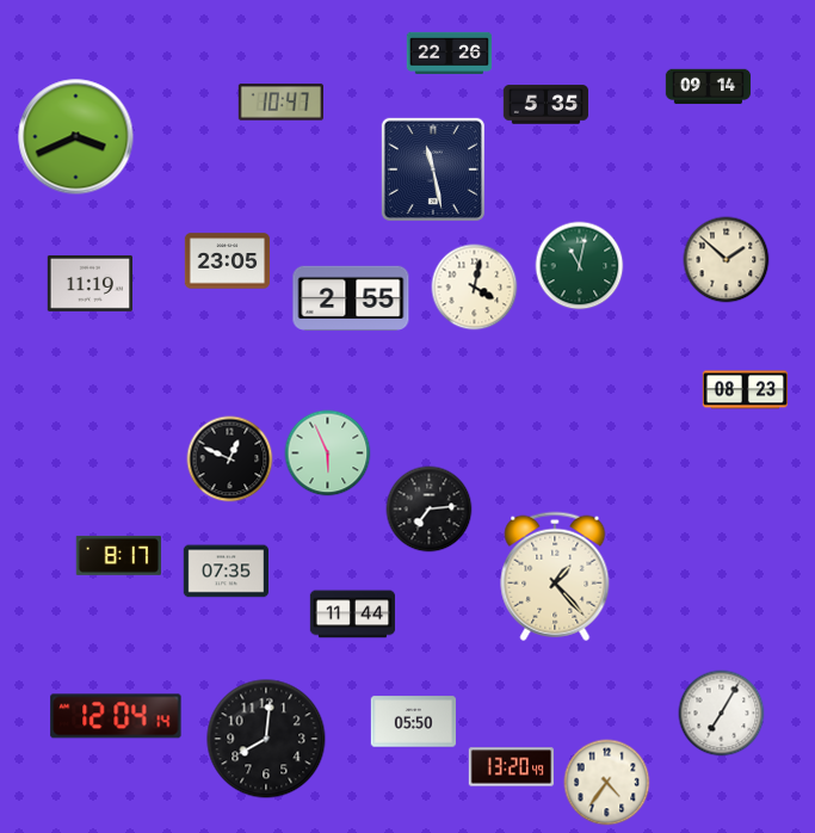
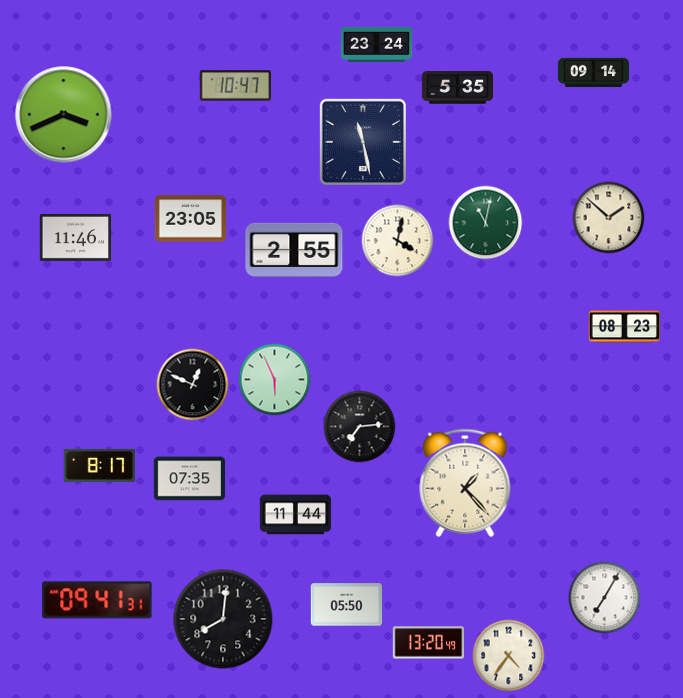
clock at (450, 53): 22:26 -> 23:24
clock at (89, 283): 11:19 -> 11:46
clock at (116, 716): 12:04 -> 09:41
